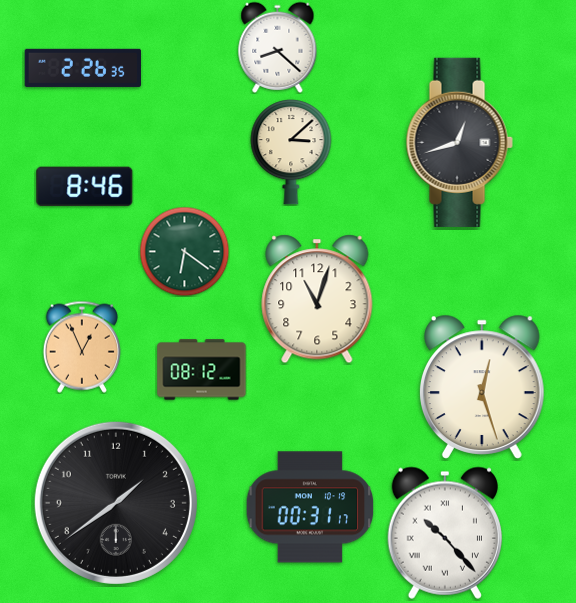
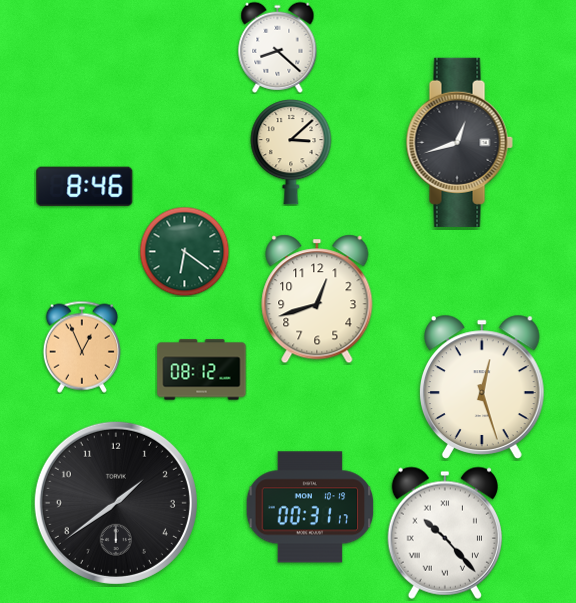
clock at (82, 68): 2:26 -> none
clock at (317, 299): 11:03 -> 12:42
